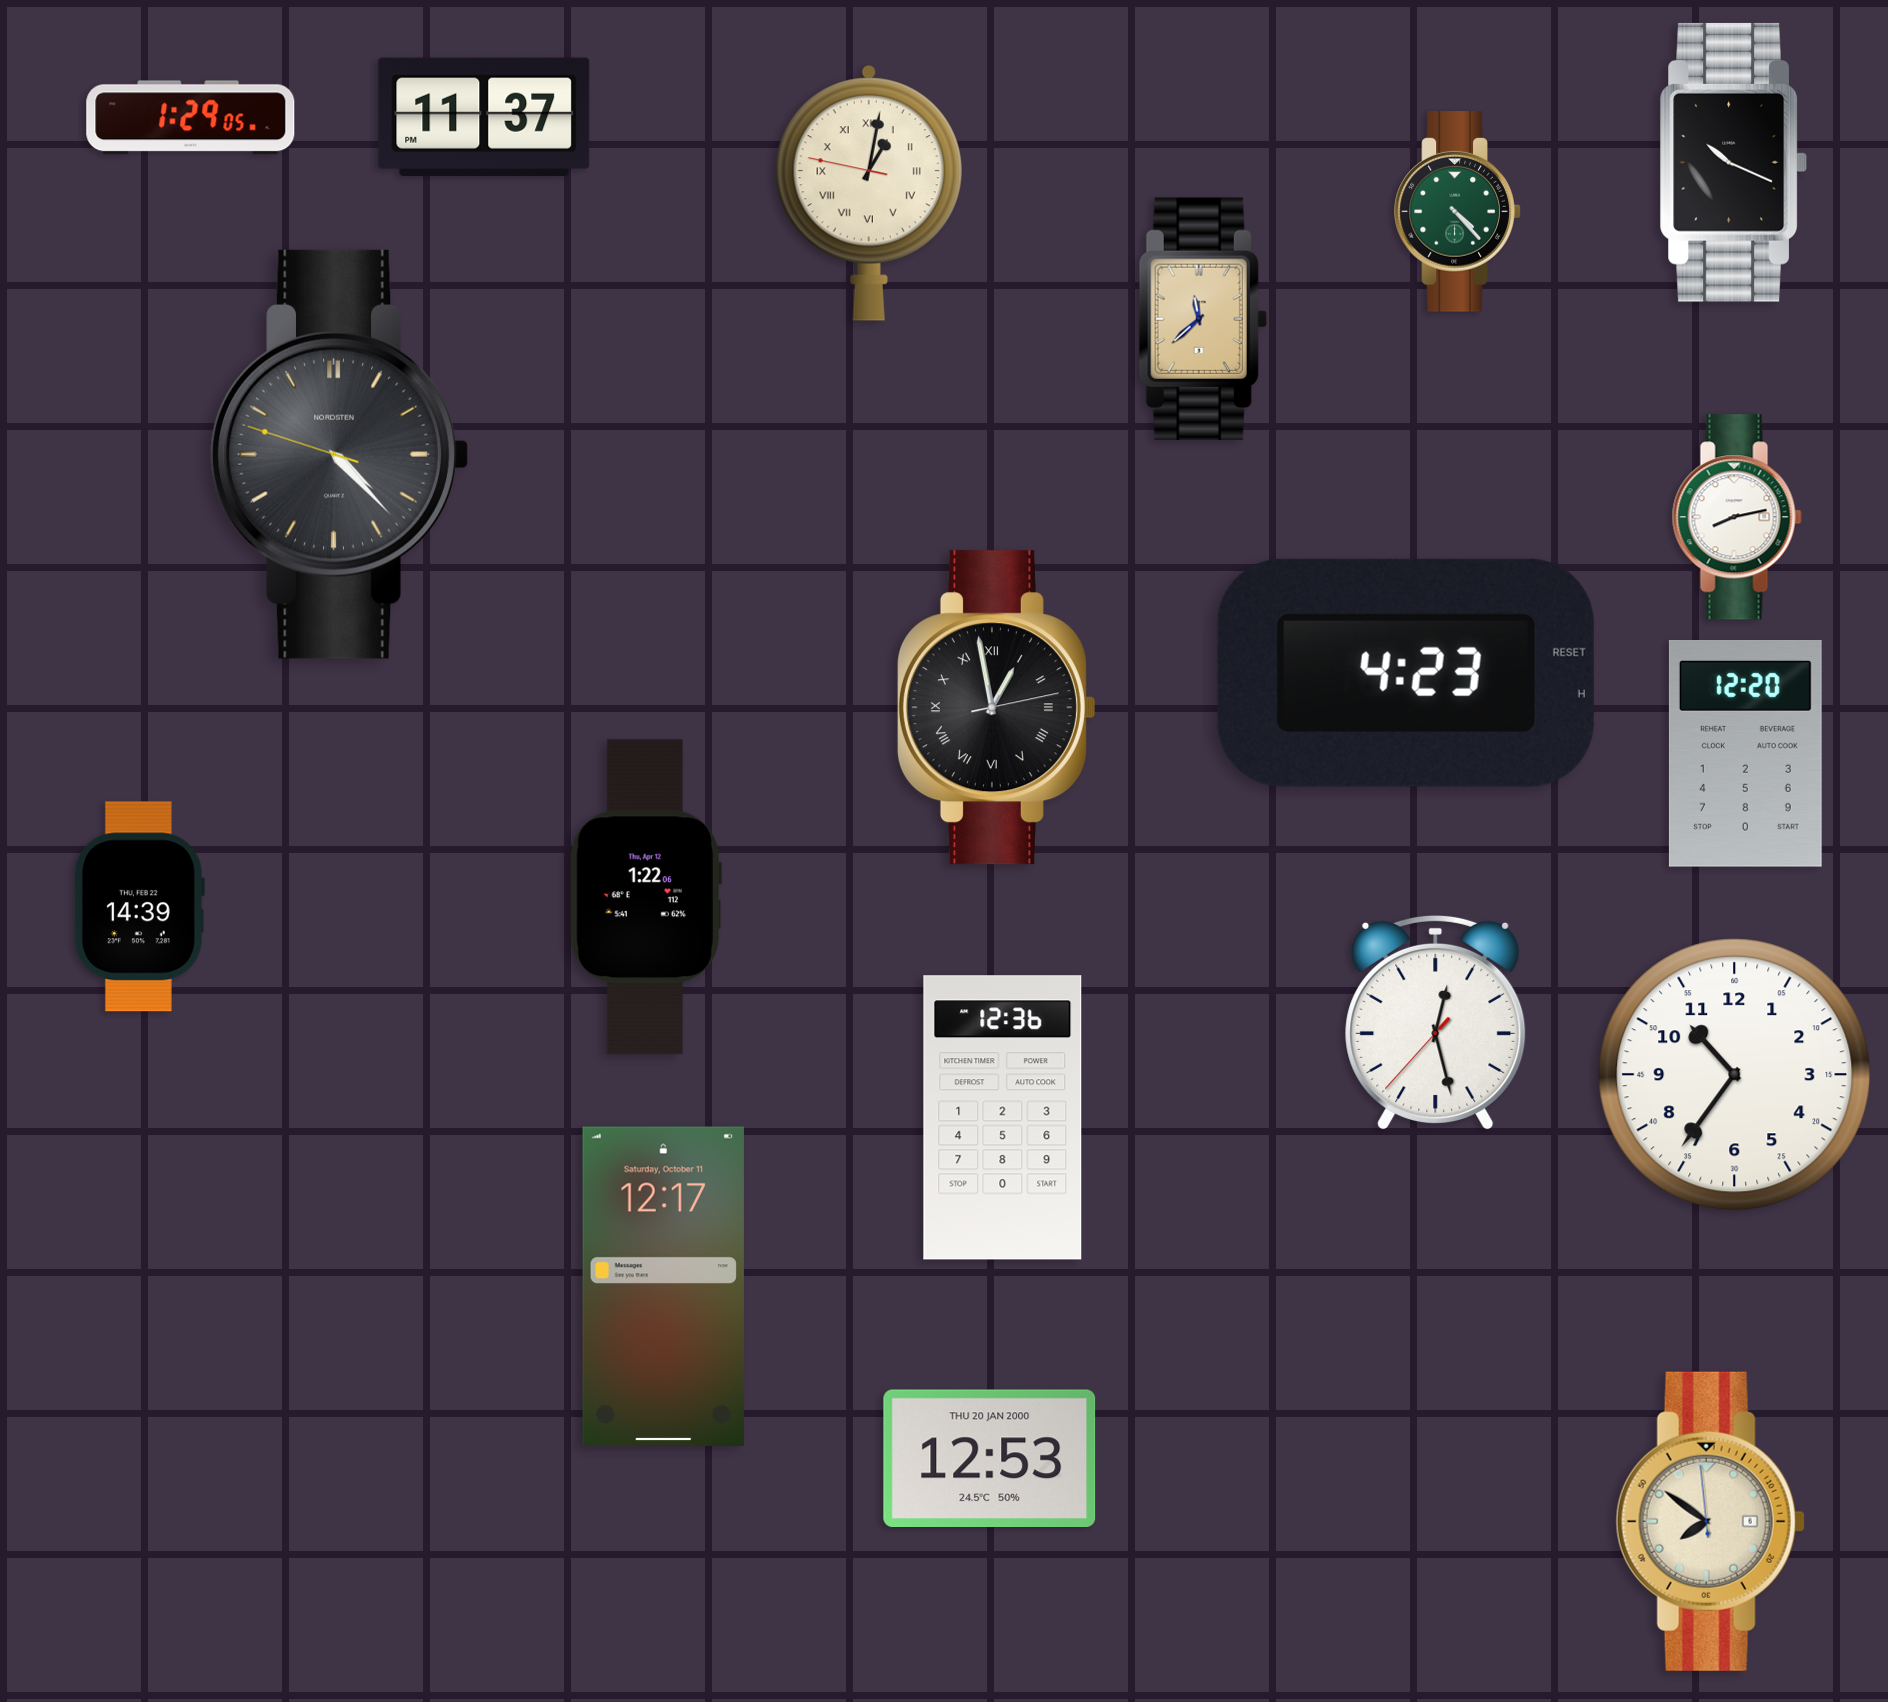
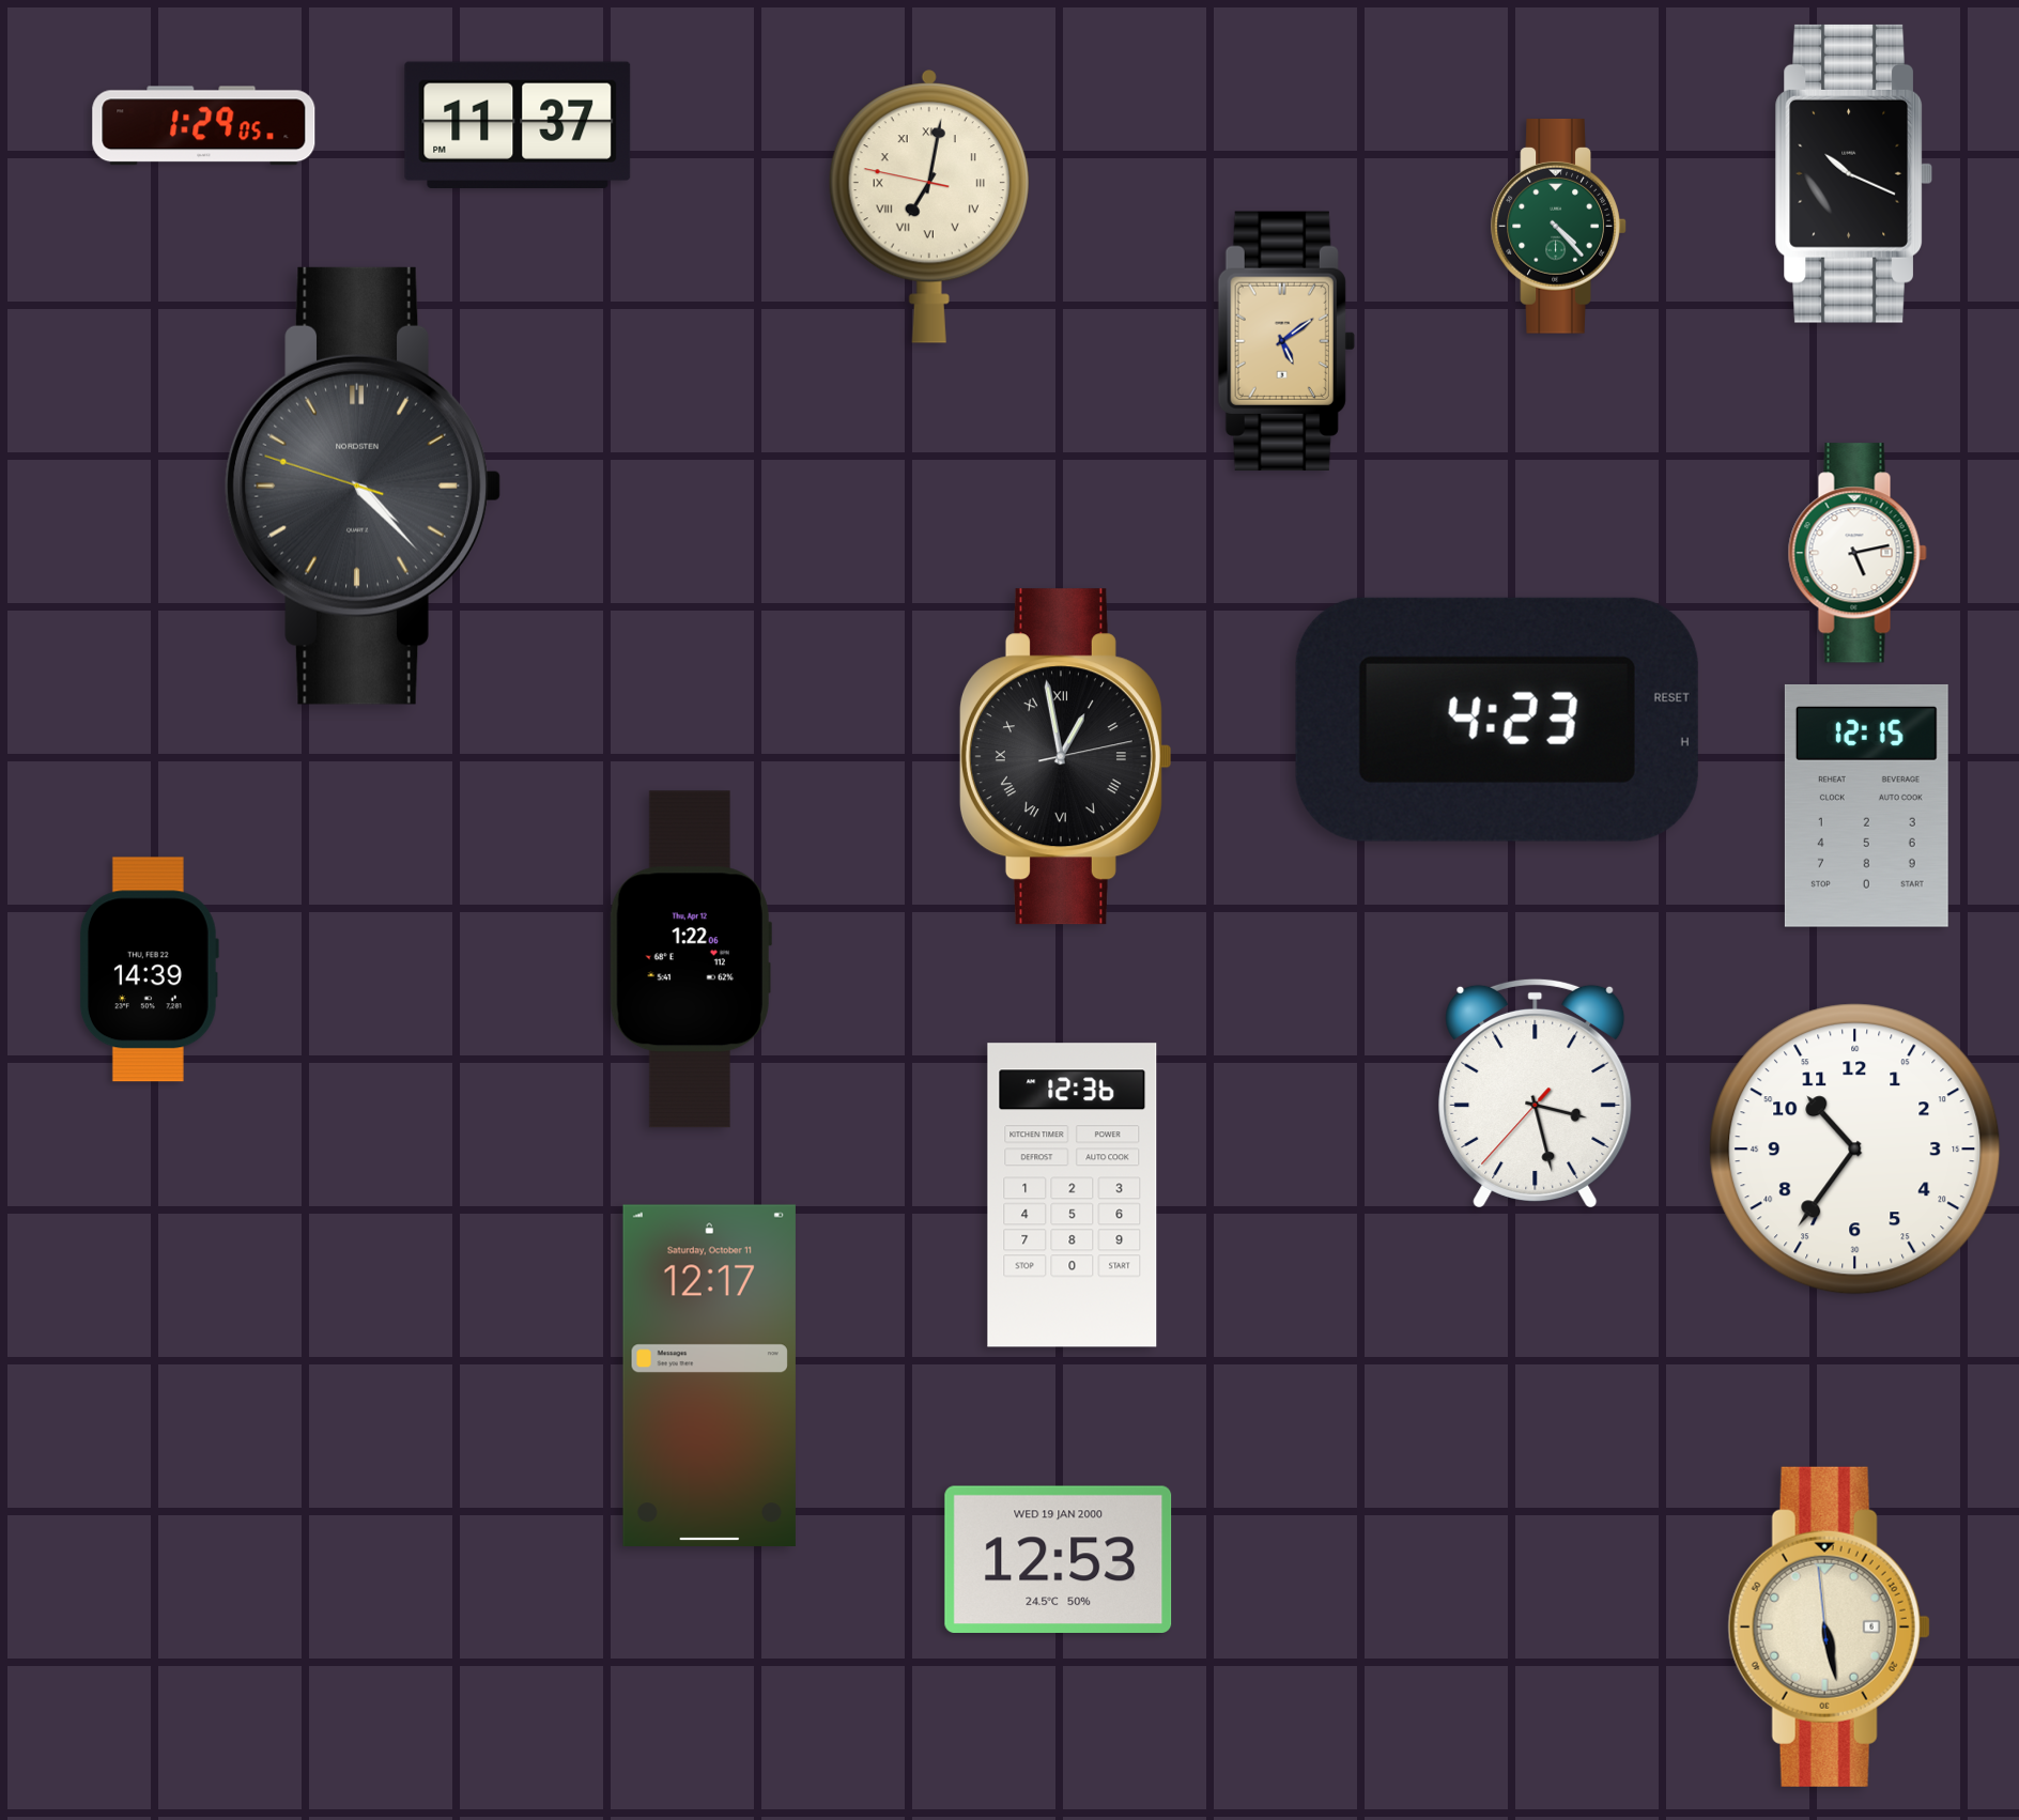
clock at (869, 194): 1:01 -> 7:01
clock at (1203, 319): 11:38 -> 5:09
clock at (1737, 517): 8:13 -> 5:13
clock at (1406, 673) position: (1406, 673) -> (1497, 720)
clock at (1745, 753): 12:20 -> 12:15
clock at (1436, 1022): 12:27 -> 3:27
clock at (990, 1458) date: THU 20 JAN 2000 -> WED 19 JAN 2000
clock at (1710, 1521): 7:50 -> 5:27
